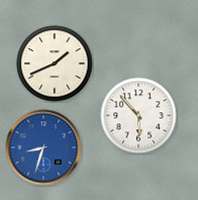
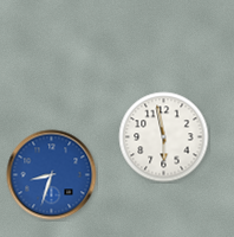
clock at (55, 64): 1:41 -> none
clock at (139, 116): 5:53 -> 5:58
